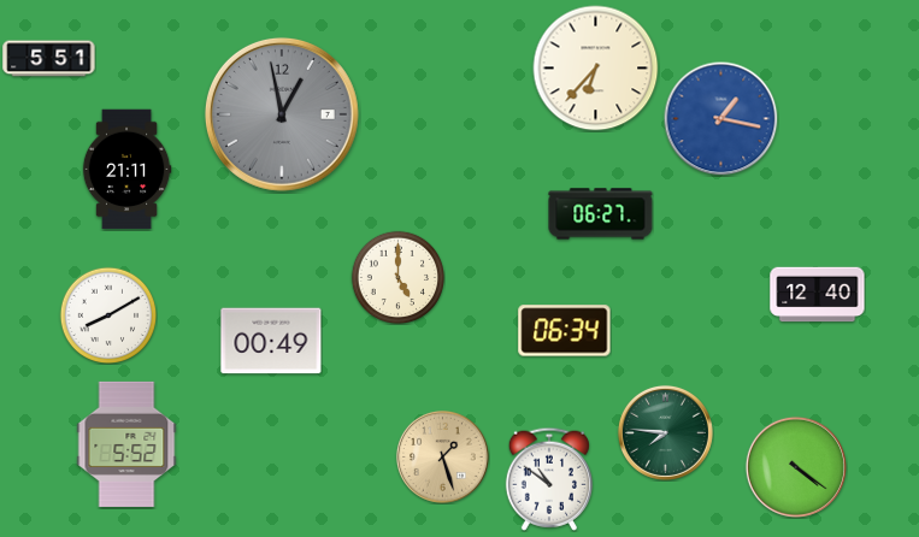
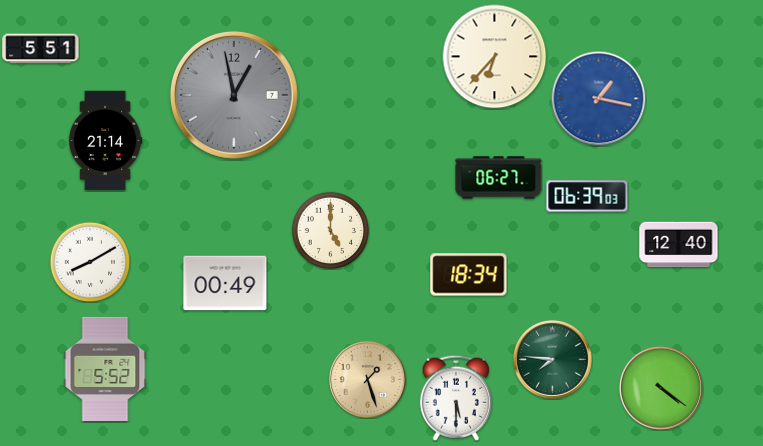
clock at (126, 170): 21:11 -> 21:14
clock at (587, 196): none -> 06:39
clock at (565, 331): 06:34 -> 18:34
clock at (548, 479): 10:51 -> 5:30
